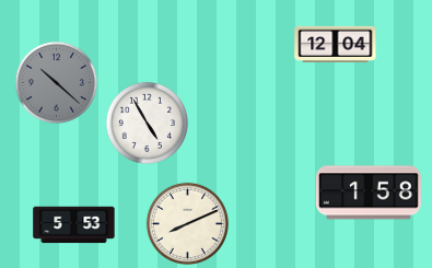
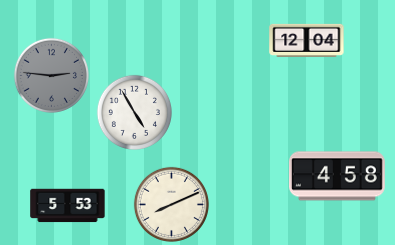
clock at (56, 82): 10:22 -> 2:46
clock at (369, 193): 1:58 -> 4:58
